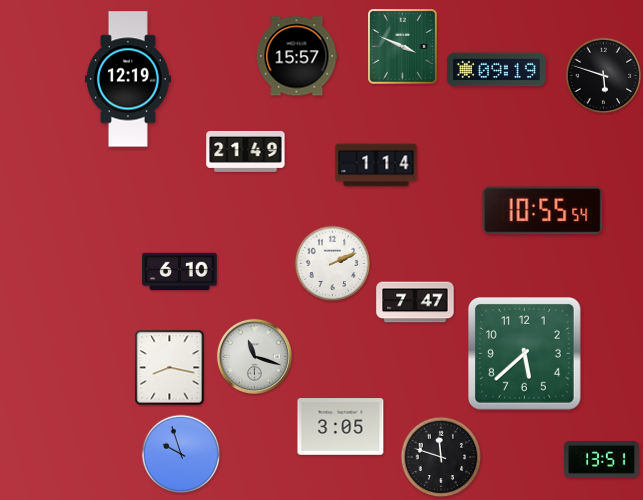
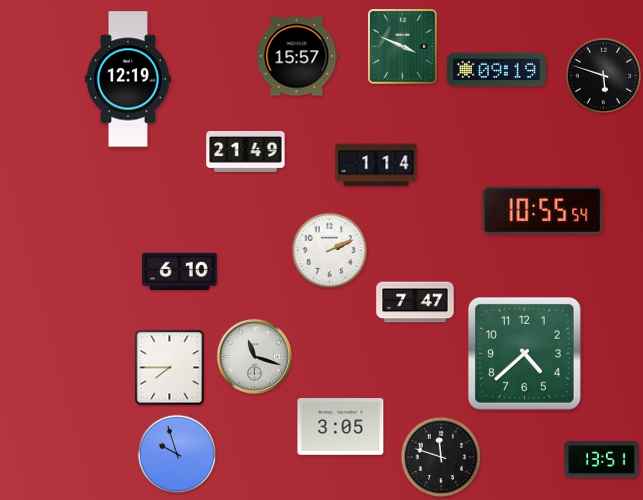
clock at (333, 264) position: (333, 264) -> (330, 251)
clock at (525, 354): 5:38 -> 4:38
clock at (170, 368): 8:17 -> 7:45
clock at (181, 454) position: (181, 454) -> (177, 454)
